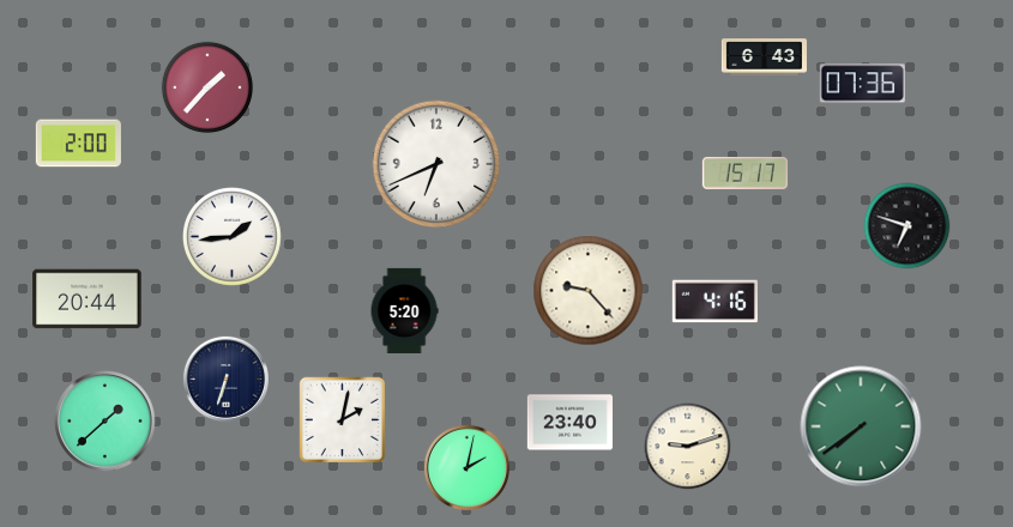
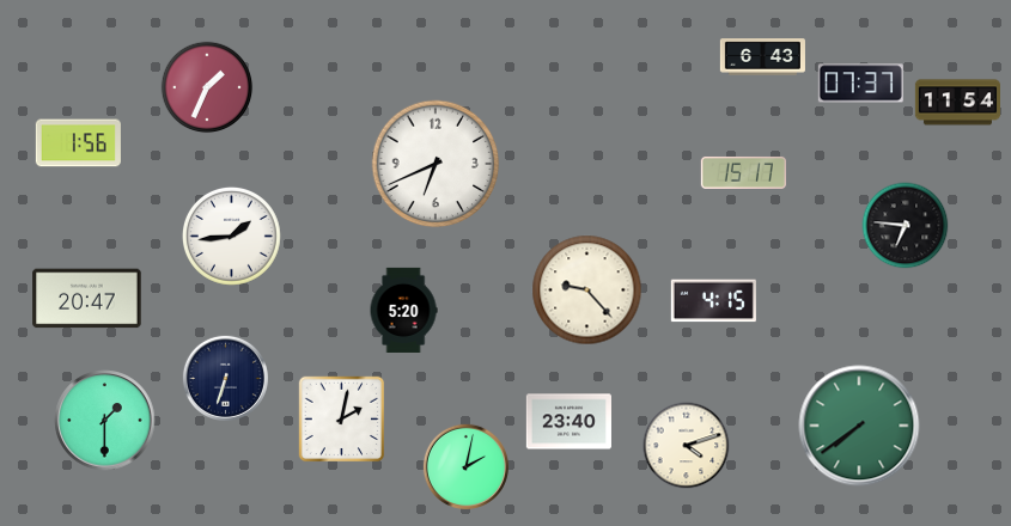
clock at (862, 84): 07:36 -> 07:37
clock at (207, 87): 1:37 -> 1:34
clock at (957, 103): none -> 11:54
clock at (78, 144): 2:00 -> 1:56
clock at (908, 226): 6:48 -> 6:46
clock at (88, 299): 20:44 -> 20:47
clock at (714, 302): 4:16 -> 4:15
clock at (105, 422): 1:38 -> 1:30
clock at (688, 447): 9:12 -> 4:12
